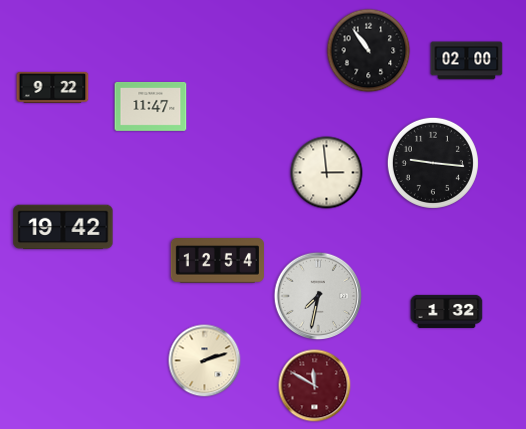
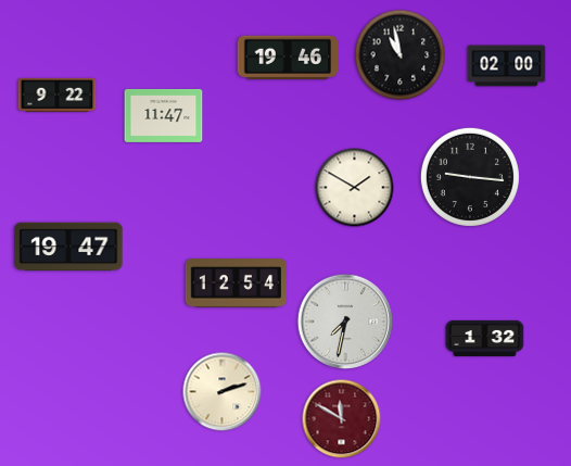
clock at (369, 51): 10:54 -> 10:58
clock at (288, 56): none -> 19:46
clock at (327, 173): 2:59 -> 1:50
clock at (63, 227): 19:42 -> 19:47
